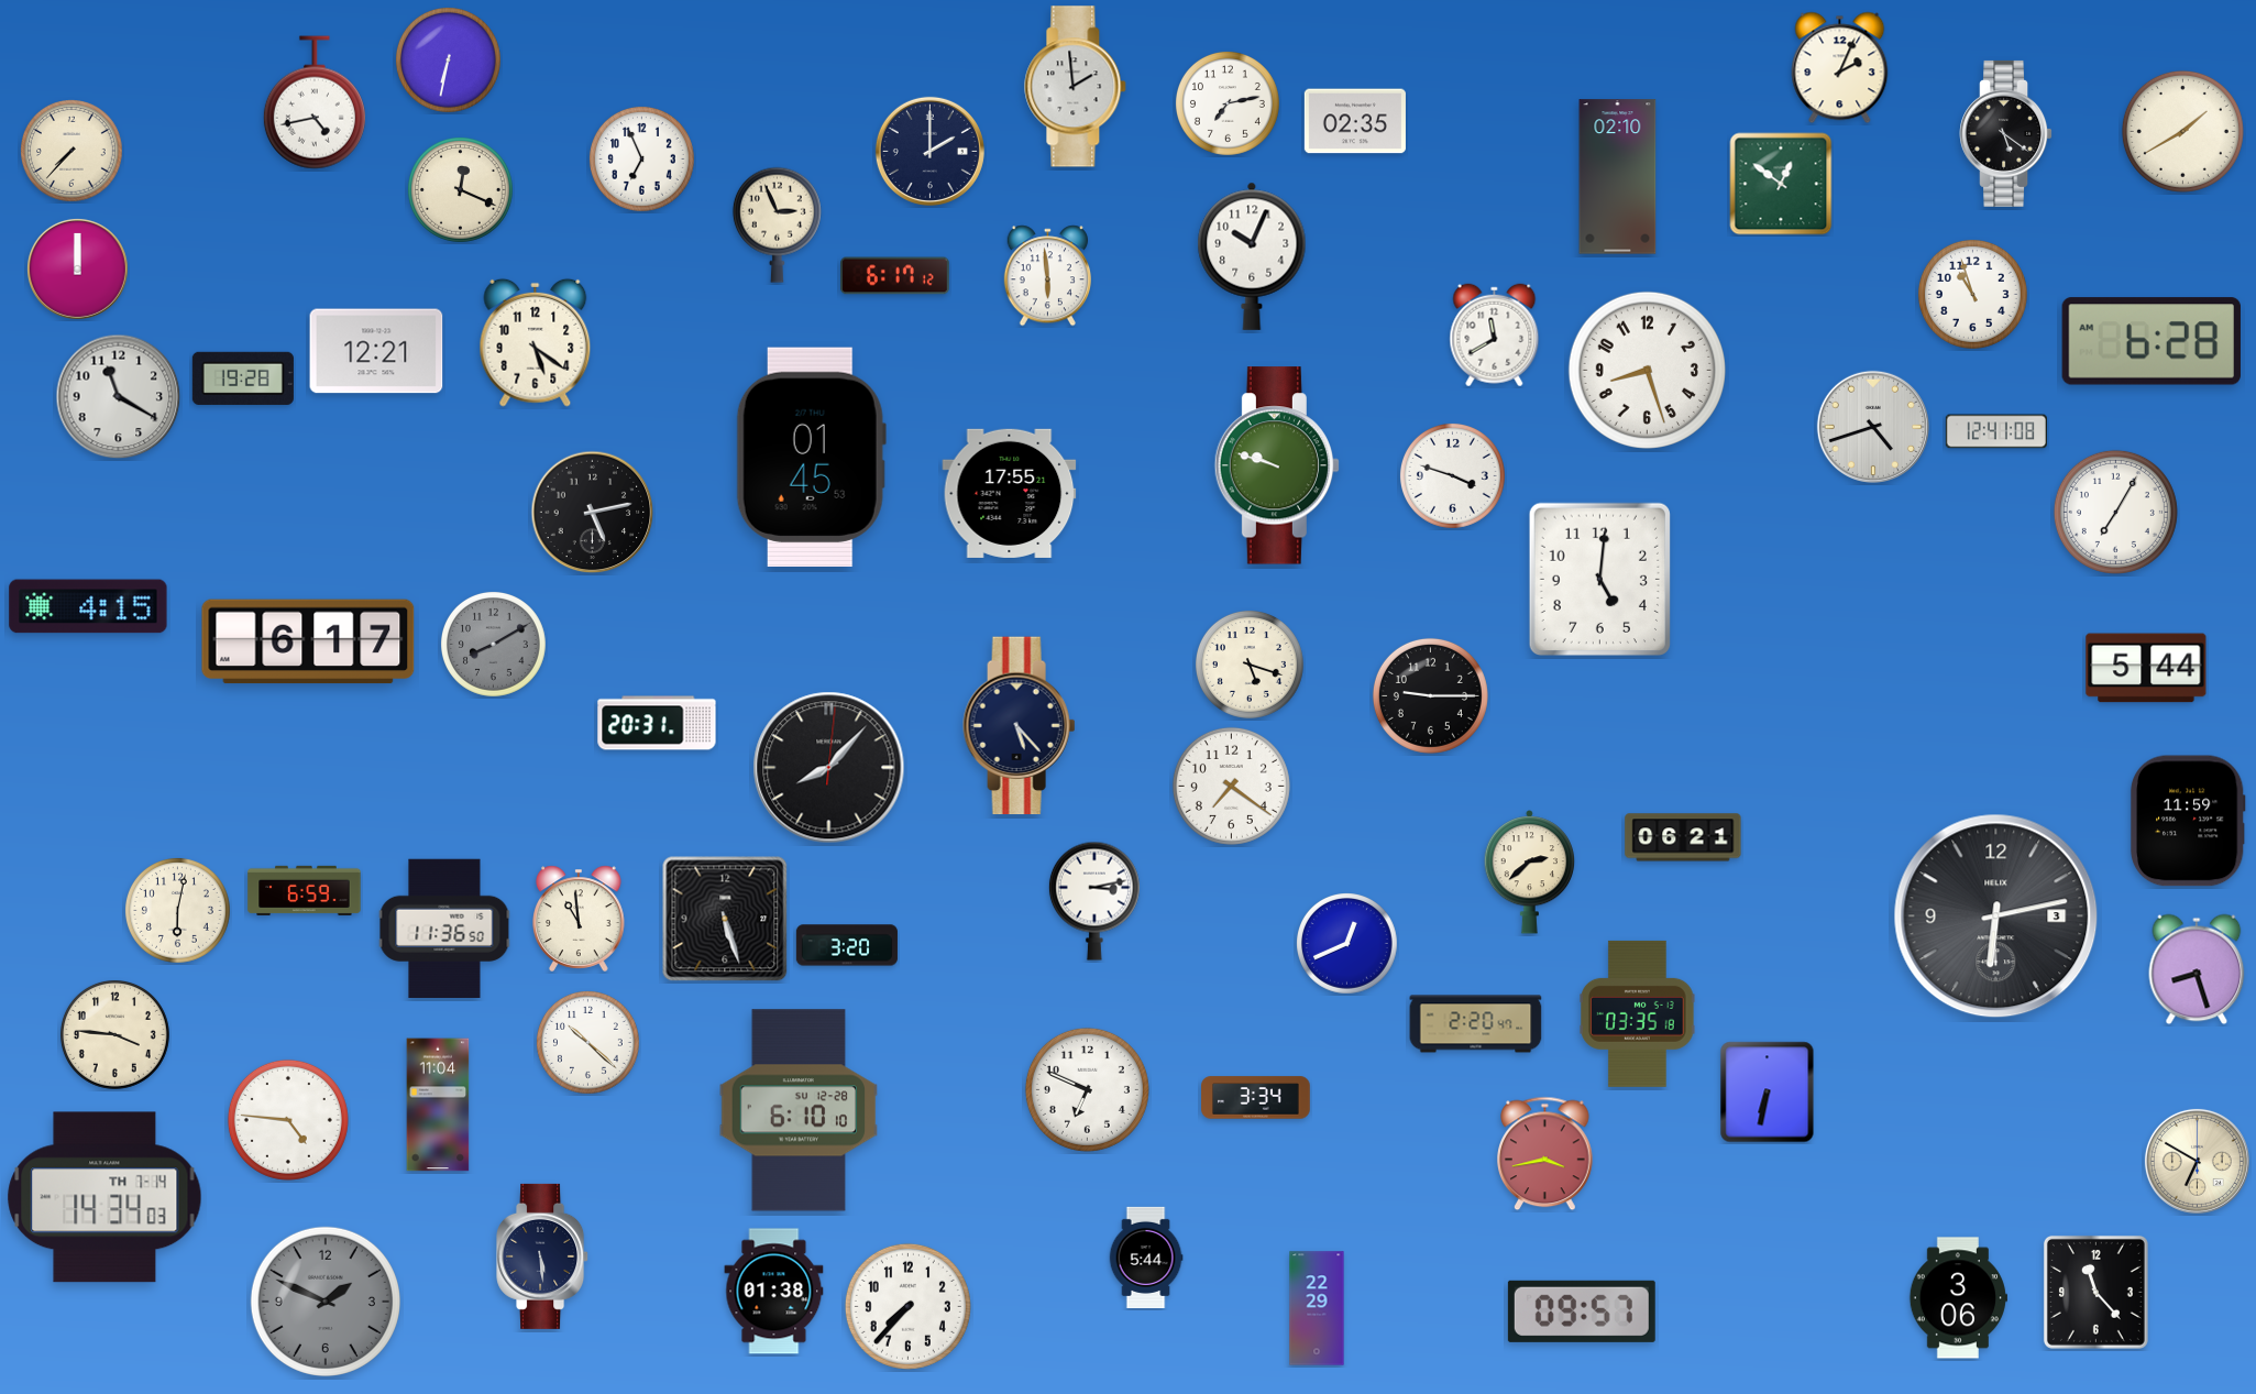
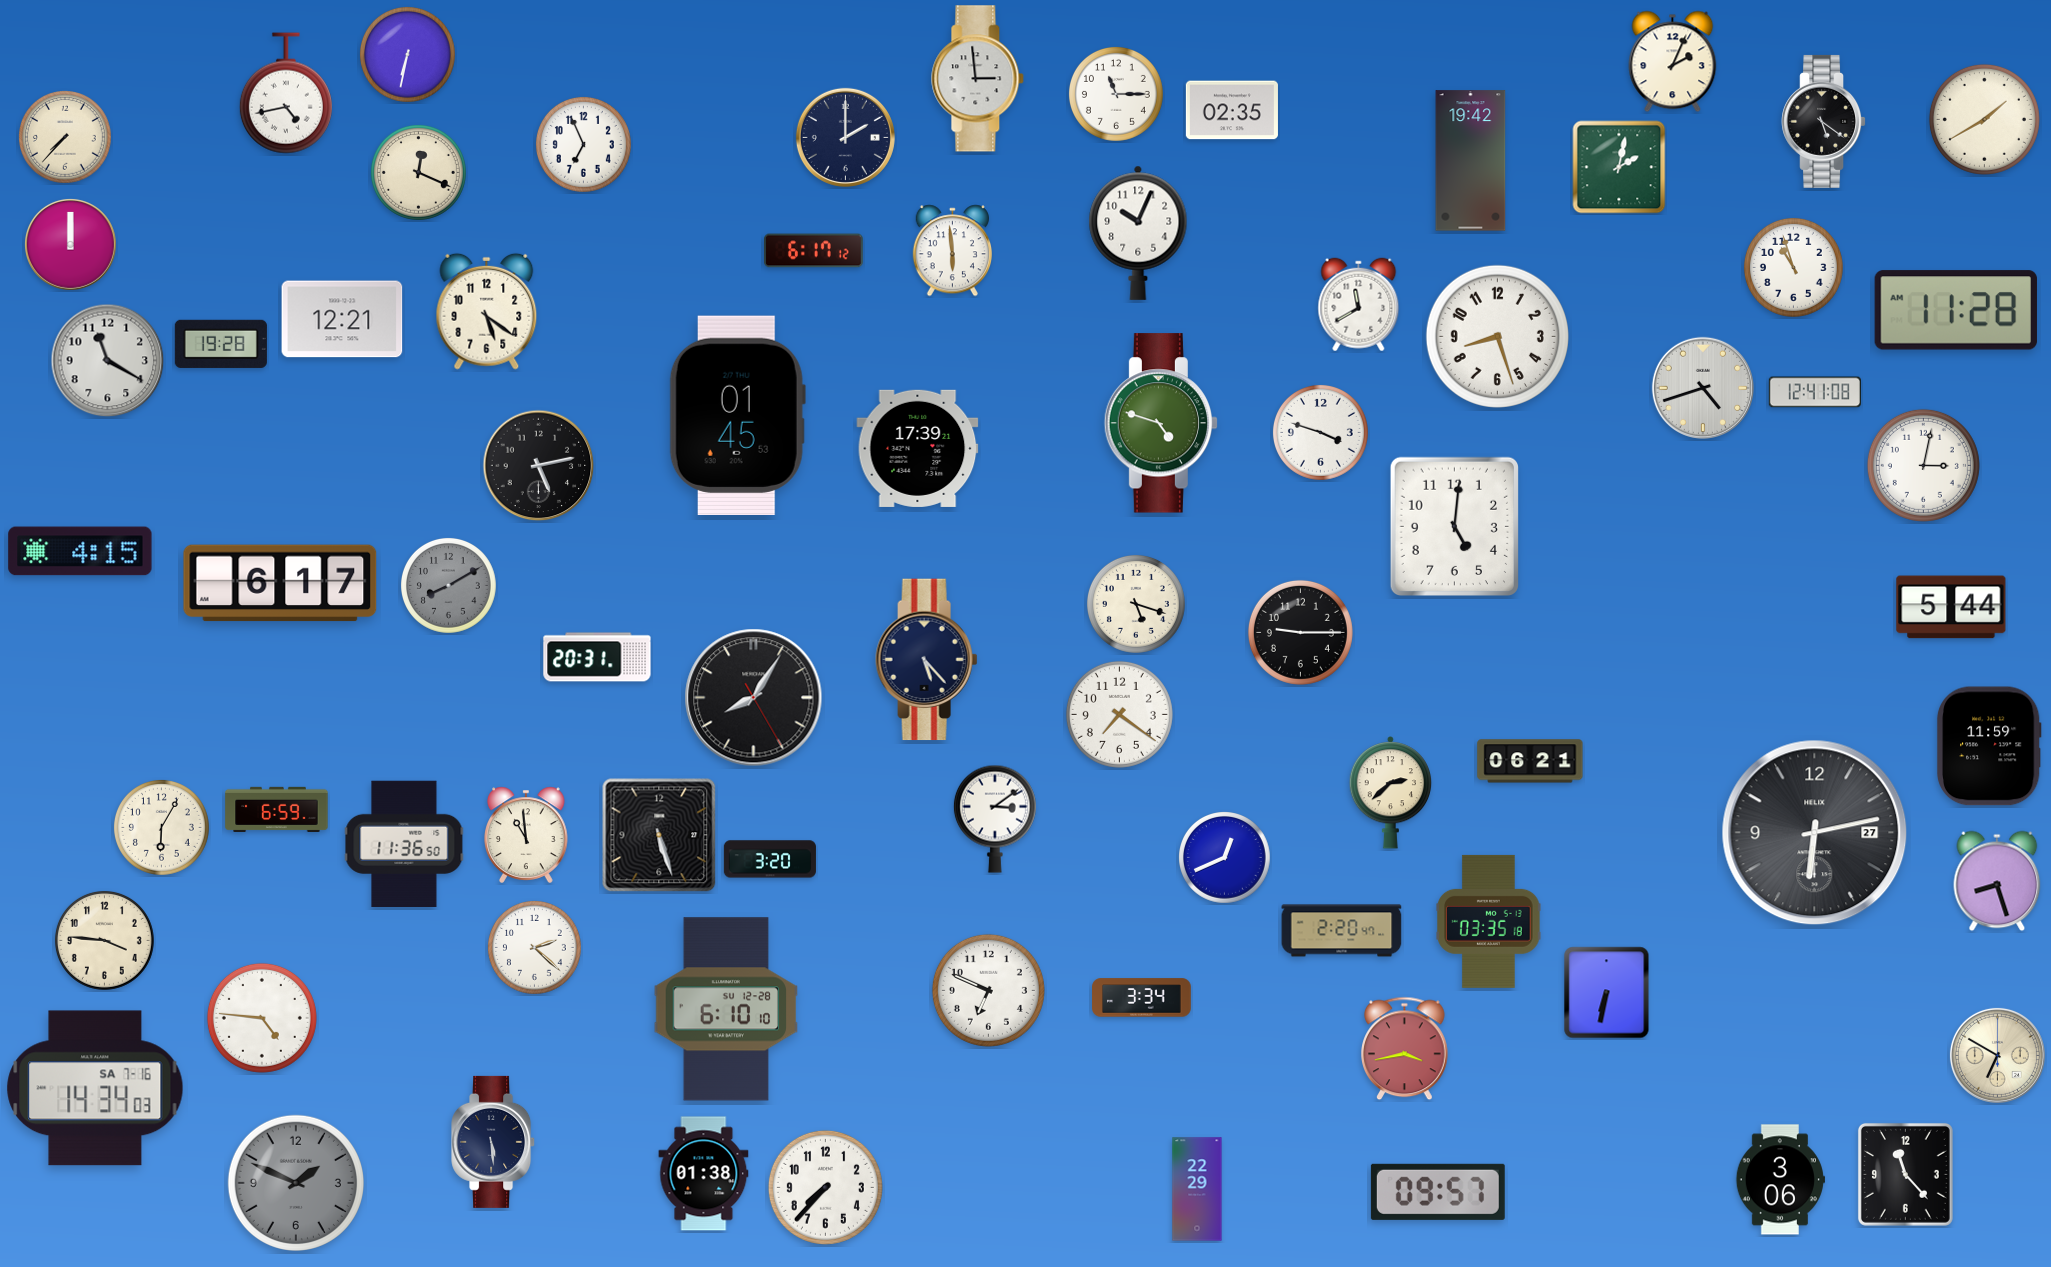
clock at (1076, 87): 1:59 -> 2:59
clock at (1228, 103): 7:13 -> 11:15
clock at (1618, 177): 02:10 -> 19:42
clock at (1781, 184): 12:51 -> 2:02
clock at (777, 224): 2:56 -> none
clock at (2152, 341): 6:28 -> 11:28
clock at (1277, 465): 9:48 -> 4:48
clock at (1010, 493): 17:55 -> 17:39
clock at (2115, 512): 7:05 -> 3:02
clock at (829, 768): 8:07 -> 8:05
clock at (1094, 901): 3:13 -> 3:09
clock at (177, 910): 6:02 -> 6:05
clock at (1996, 916) date: 3 -> 27
clock at (588, 1043): 10:22 -> 2:22
clock at (438, 1105): 11:04 -> none
clock at (104, 1197) date: TH 7-14 -> SA 7-16
clock at (1146, 1258): 5:44 -> none
